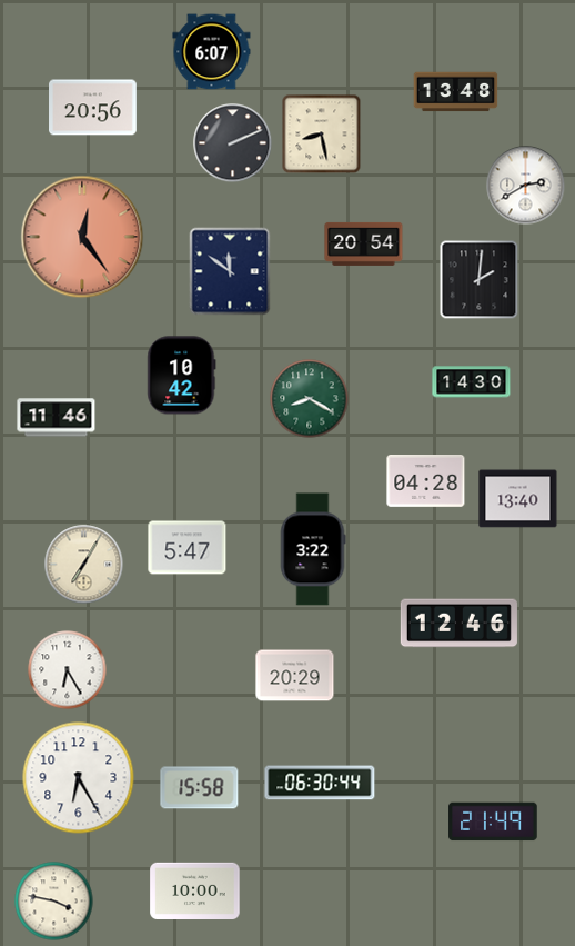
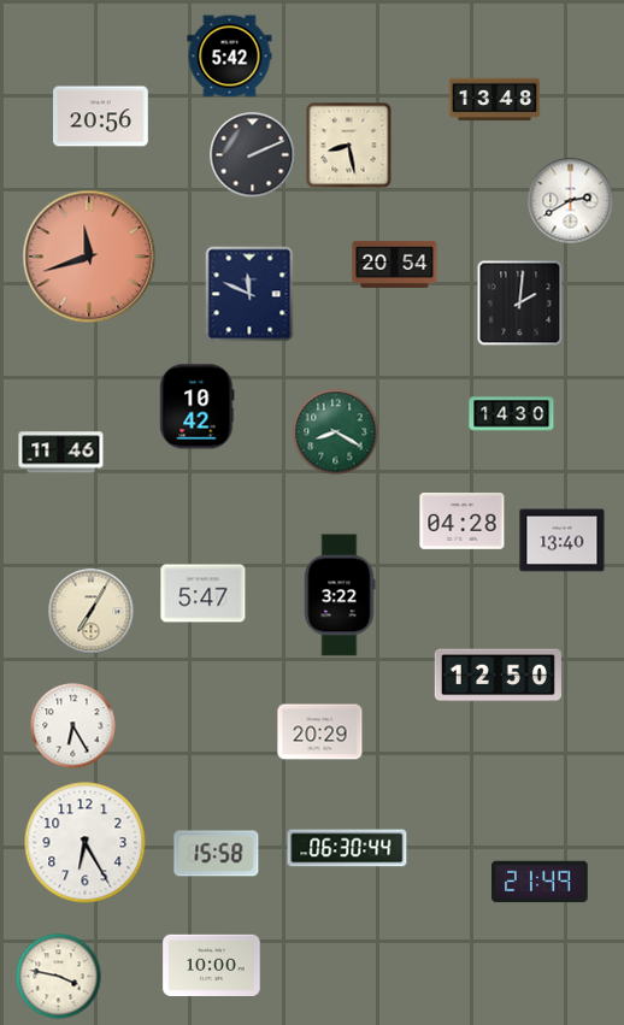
clock at (212, 52): 6:07 -> 5:42
clock at (82, 237): 12:24 -> 11:42
clock at (230, 271): 11:51 -> 11:49
clock at (458, 624): 12:46 -> 12:50
clock at (493, 821) position: (493, 821) -> (540, 882)
